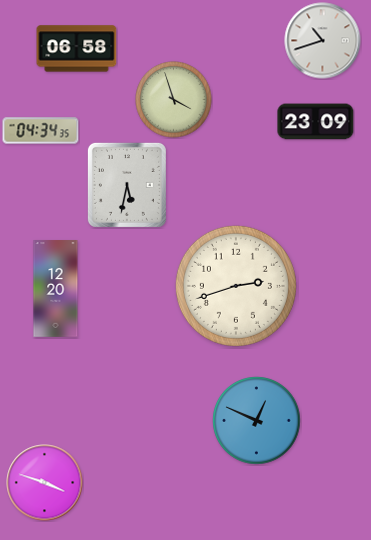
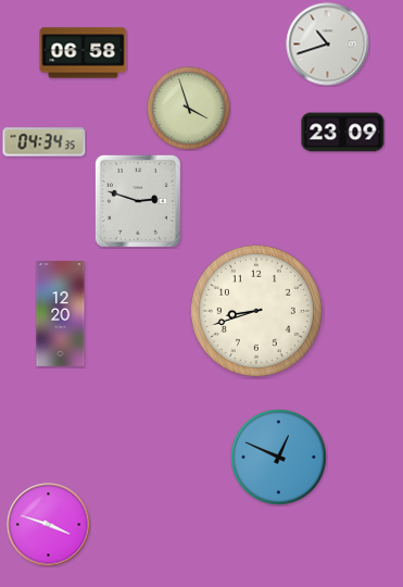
clock at (323, 41) position: (323, 41) -> (328, 45)
clock at (127, 185): 5:32 -> 2:48
clock at (236, 286): 2:42 -> 8:42
